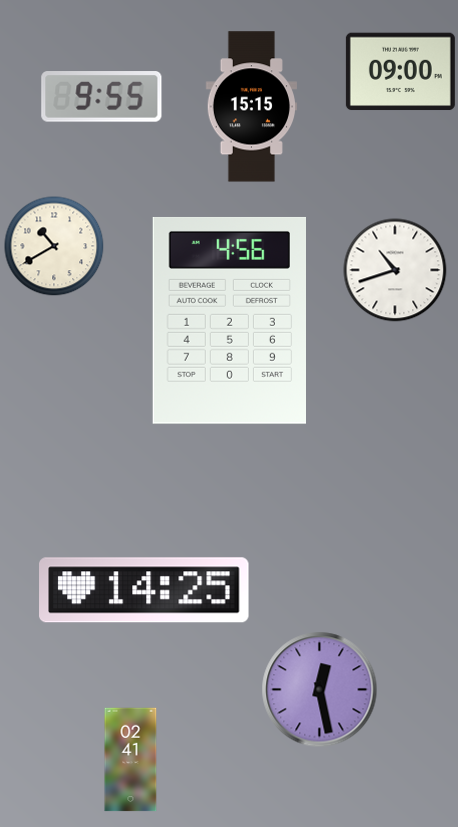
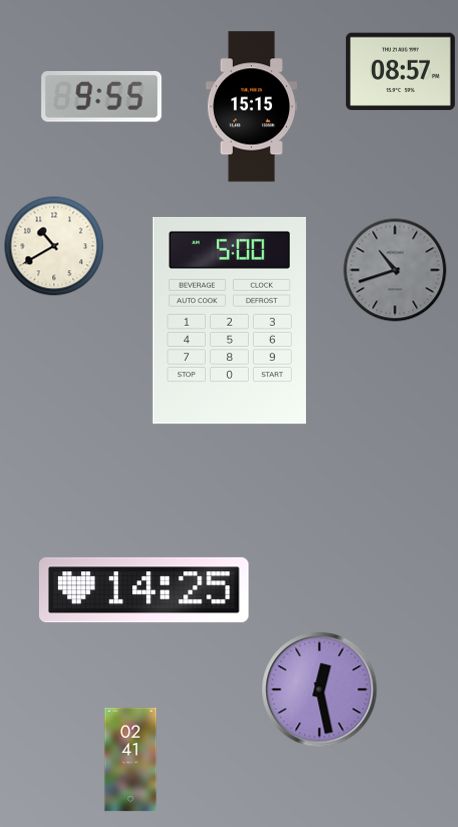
clock at (400, 72): 09:00 -> 08:57
clock at (395, 270) dial: white -> grey
clock at (229, 320): 4:56 -> 5:00
